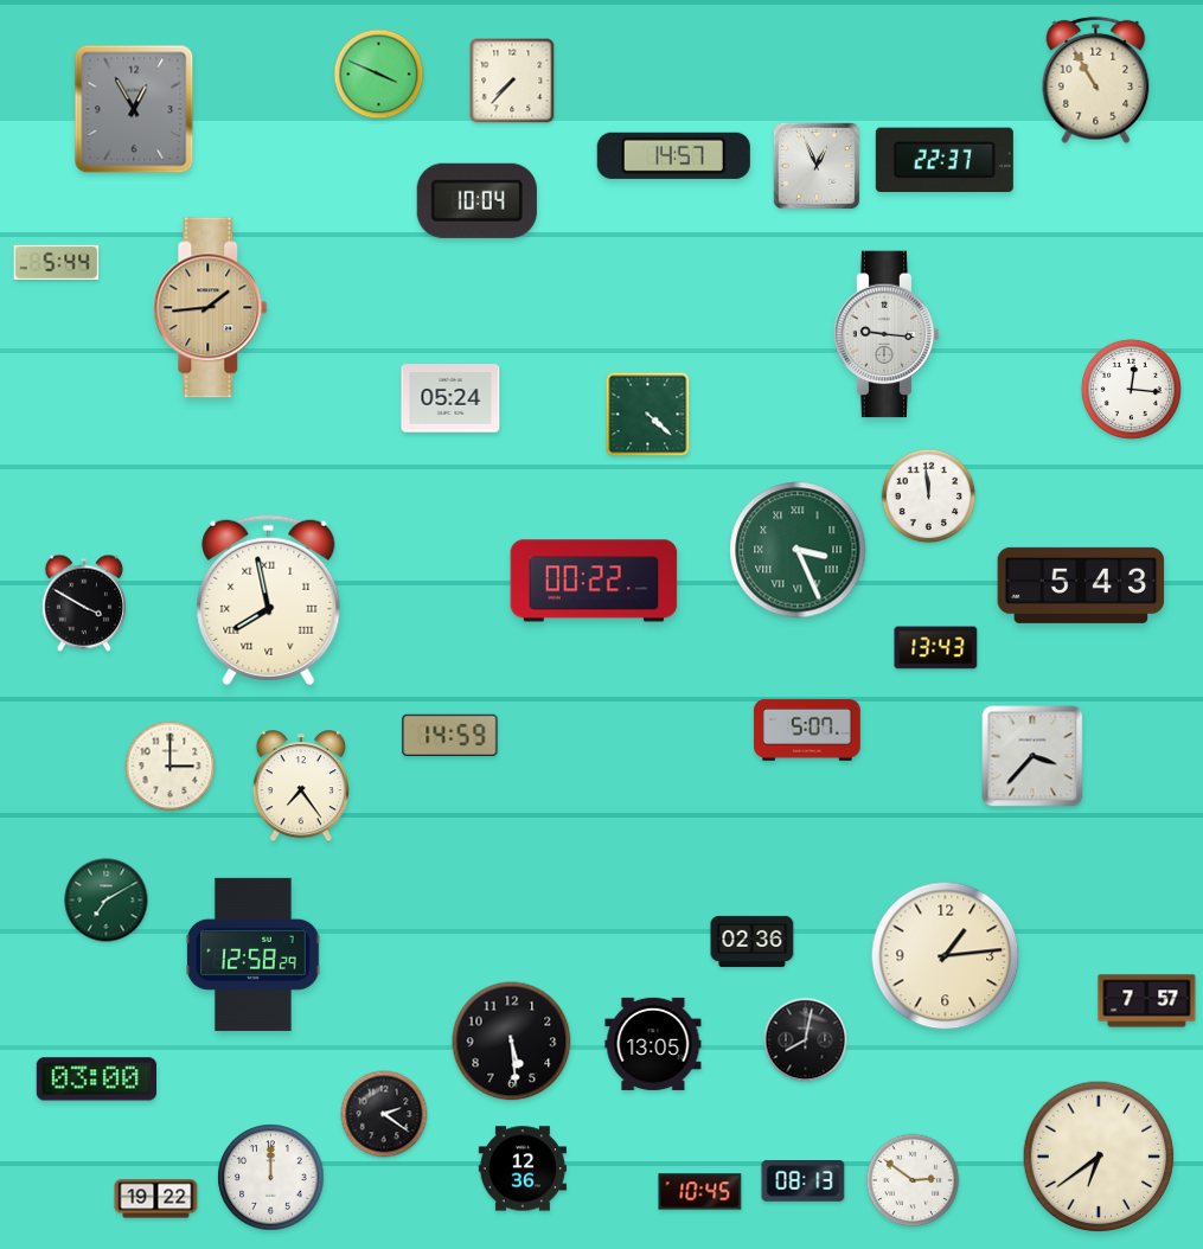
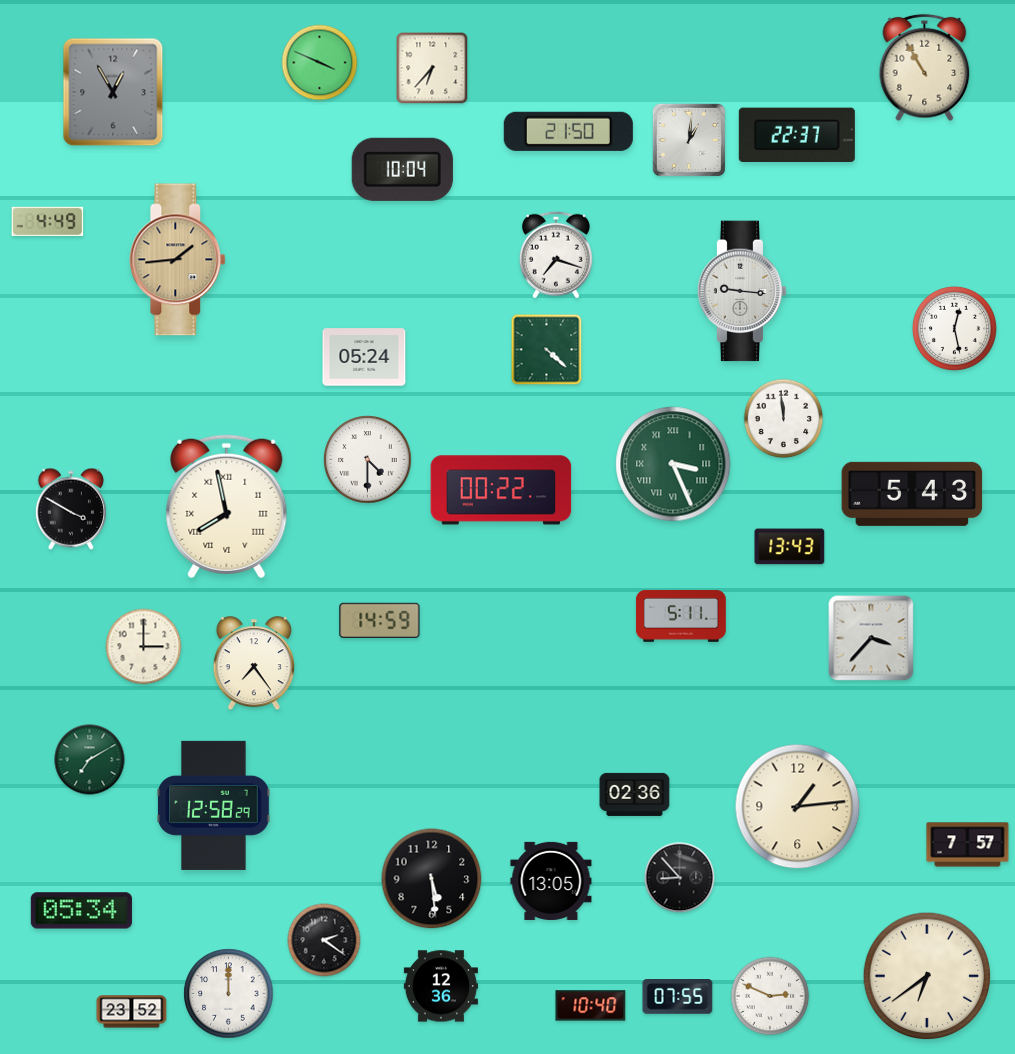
clock at (512, 81): 7:37 -> 6:37
clock at (673, 155): 14:57 -> 21:50
clock at (817, 166): 12:56 -> 1:01
clock at (57, 262): 5:44 -> 4:49
clock at (556, 255): none -> 7:18
clock at (887, 334) position: (887, 334) -> (742, 291)
clock at (1131, 389): 12:16 -> 12:28
clock at (450, 398) position: (450, 398) -> (364, 357)
clock at (368, 460): none -> 4:30
clock at (807, 730): 5:07 -> 5:11
clock at (806, 1040): 8:02 -> 8:53
clock at (96, 1080): 03:00 -> 05:34
clock at (913, 1180): 2:51 -> 2:49
clock at (804, 1181): 08:13 -> 07:55
clock at (700, 1192): 10:45 -> 10:40
clock at (156, 1199): 19:22 -> 23:52
